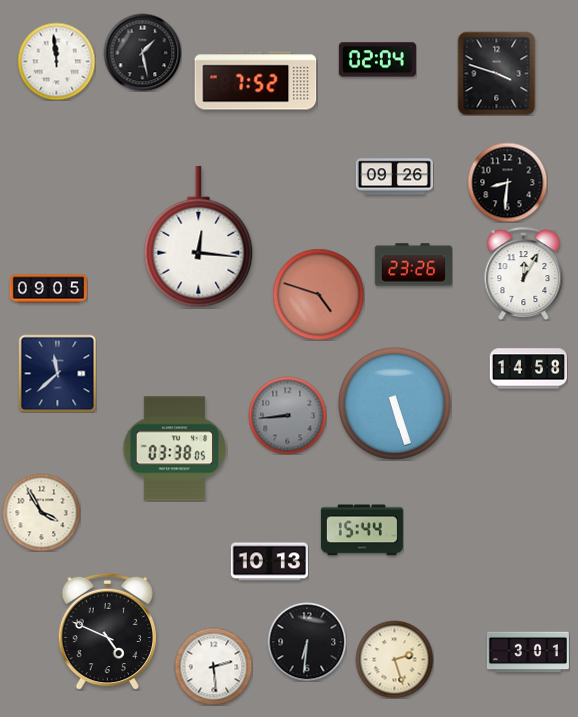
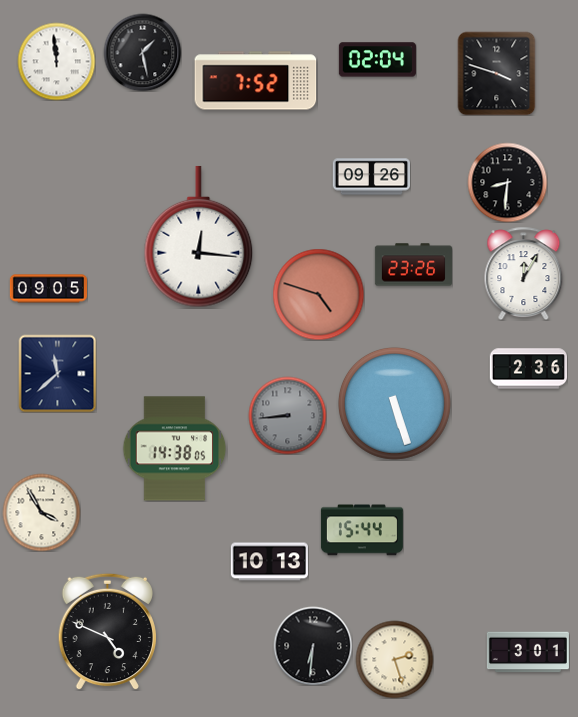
clock at (394, 177) position: (394, 177) -> (371, 177)
clock at (528, 369): 14:58 -> 2:36
clock at (175, 449): 03:38 -> 14:38
clock at (307, 642) position: (307, 642) -> (313, 646)
clock at (213, 666): 2:29 -> none
